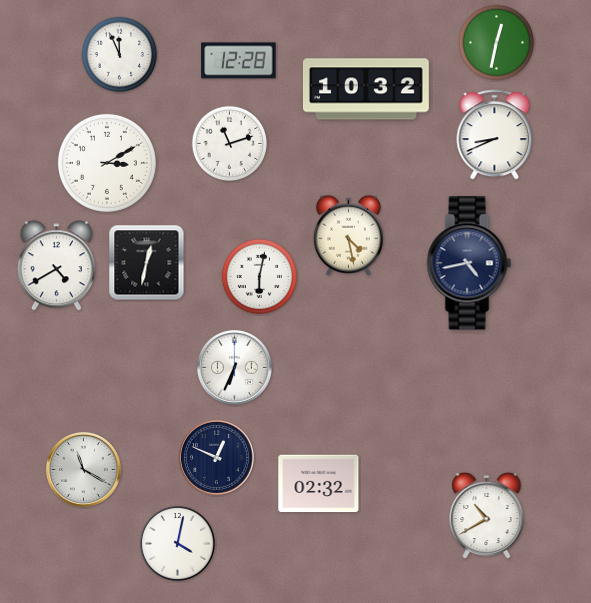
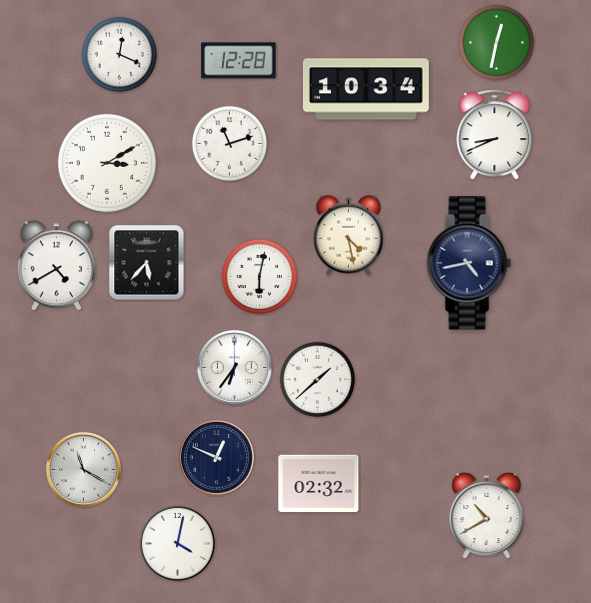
clock at (120, 55): 11:56 -> 12:19
clock at (366, 89): 10:32 -> 10:34
clock at (147, 263): 12:32 -> 5:37
clock at (234, 367): 6:34 -> 6:36
clock at (318, 380): none -> 1:38
